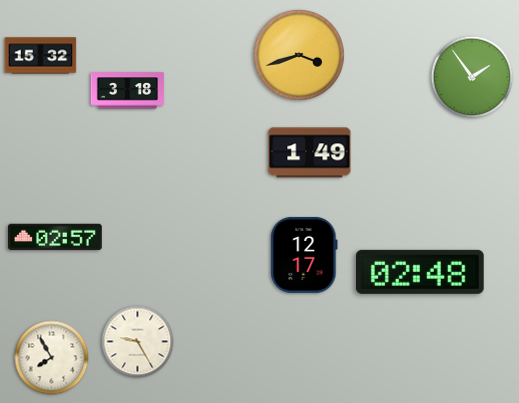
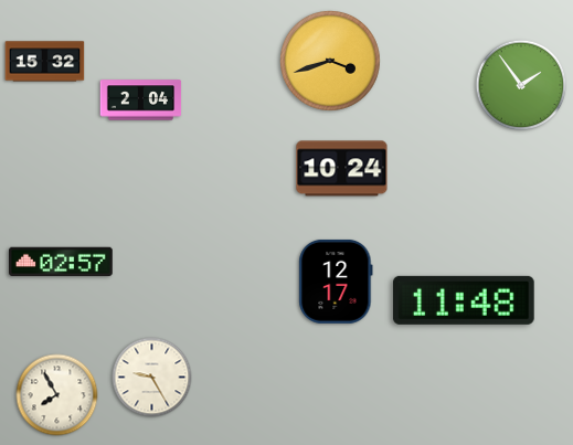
clock at (128, 91): 3:18 -> 2:04
clock at (310, 153): 1:49 -> 10:24
clock at (420, 272): 02:48 -> 11:48
